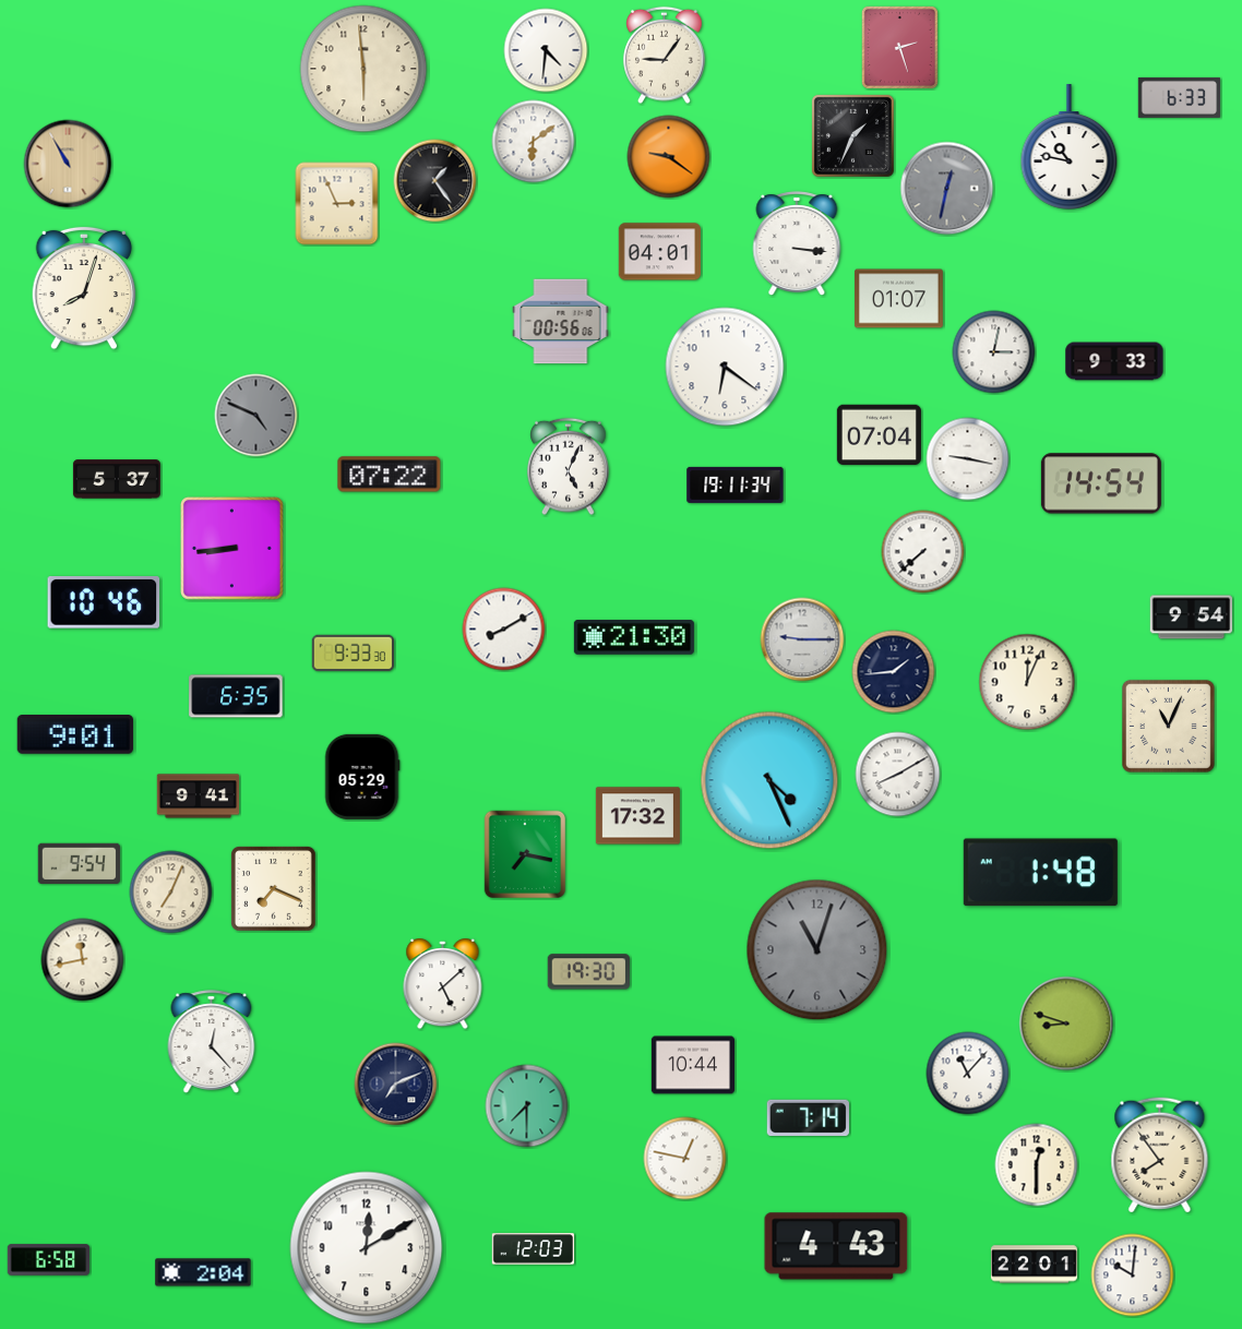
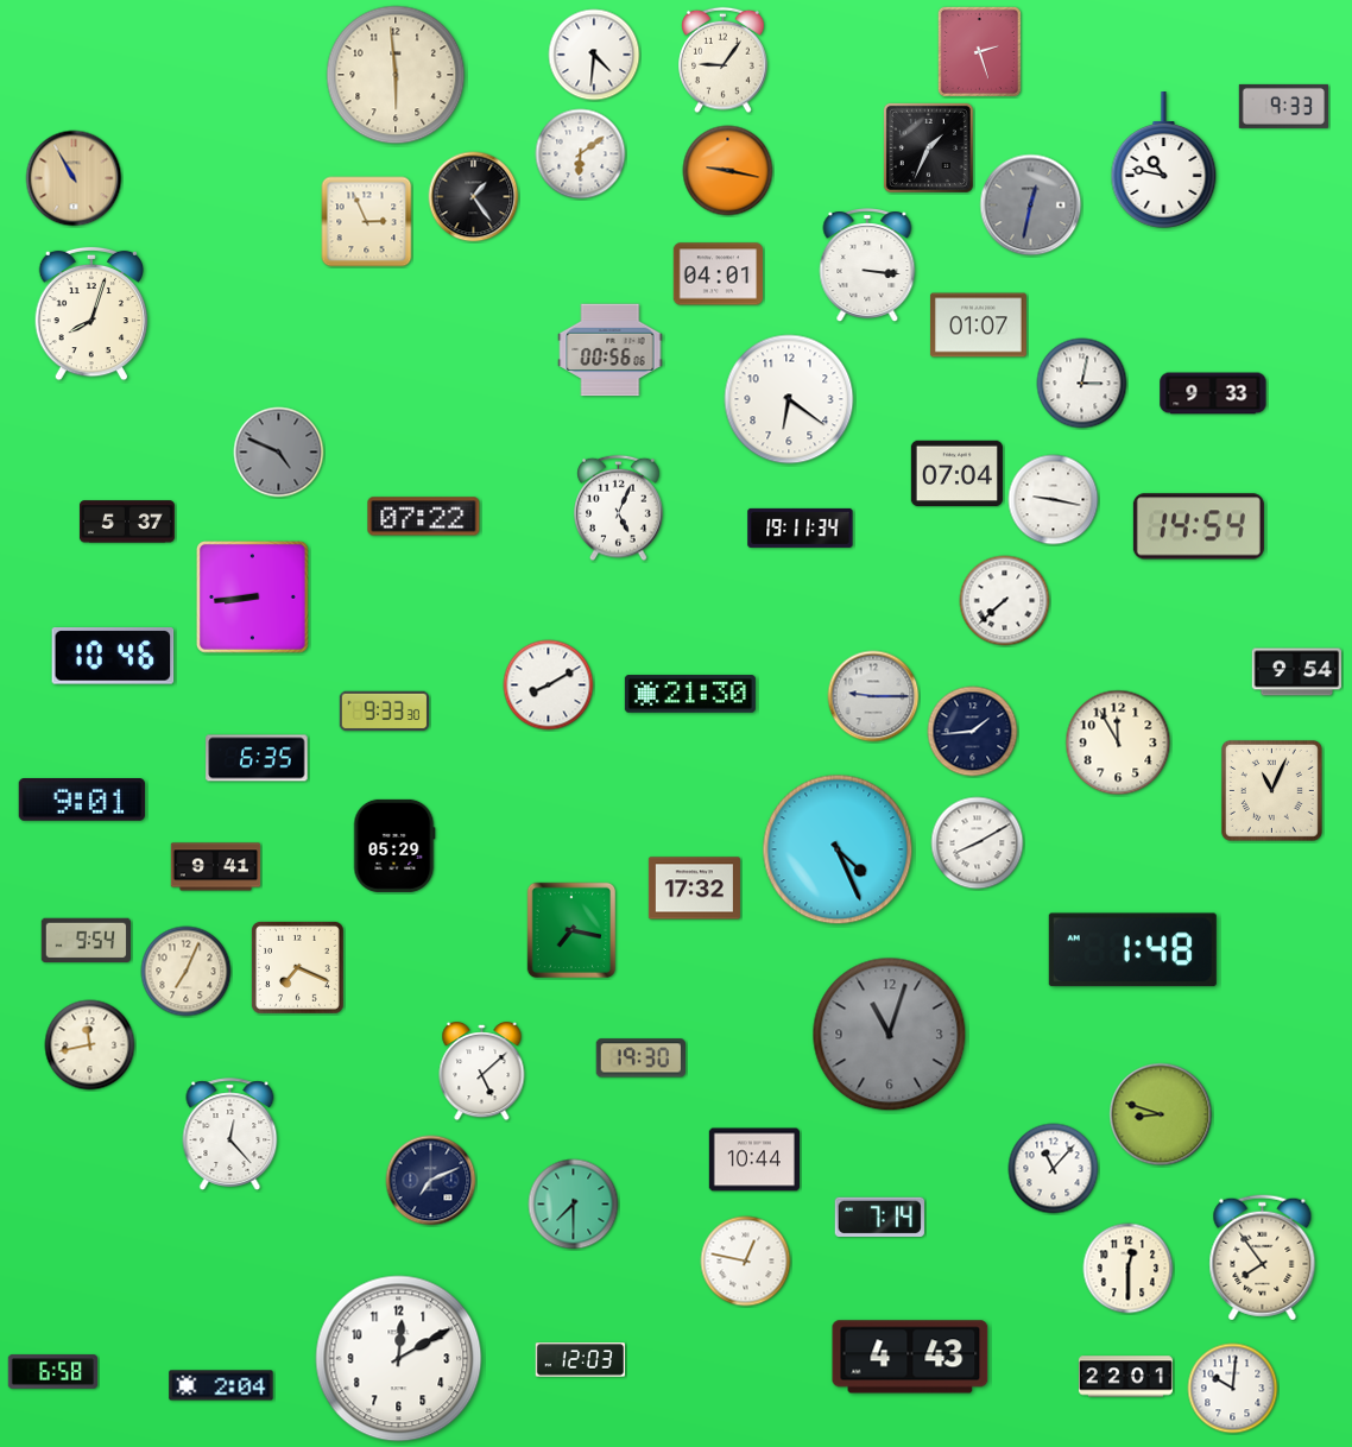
clock at (1180, 97): 6:33 -> 9:33
clock at (669, 157): 9:21 -> 9:17
clock at (1027, 682): 12:04 -> 11:55
